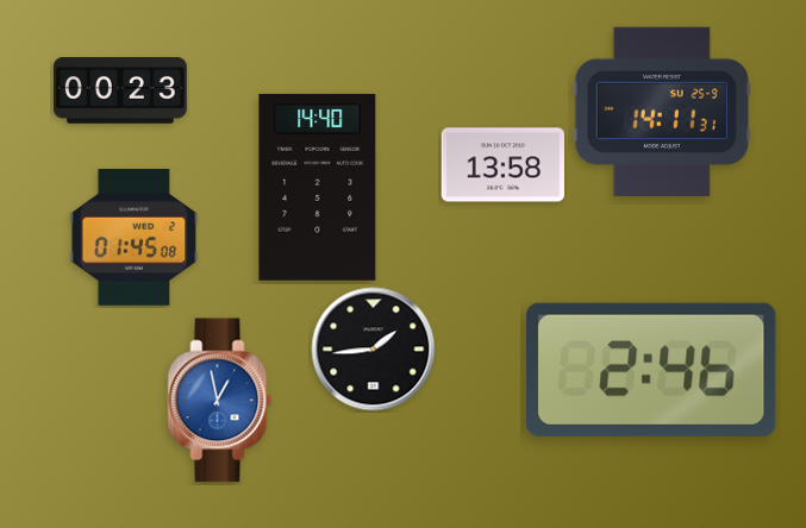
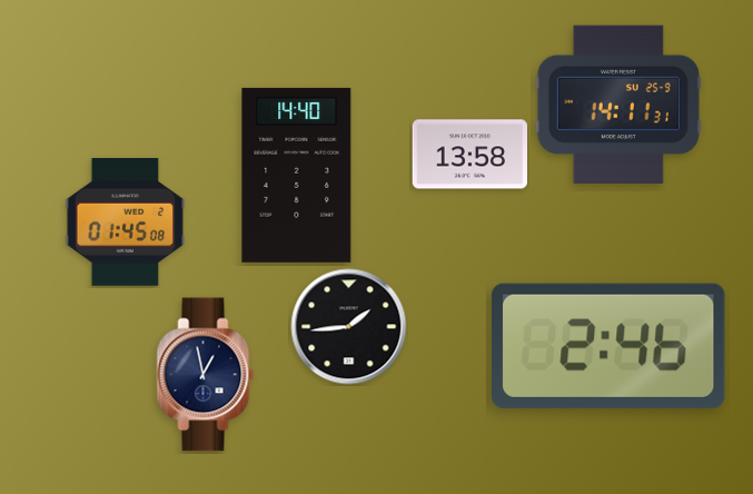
clock at (120, 90): 00:23 -> none
clock at (220, 401) dial: blue -> navy
